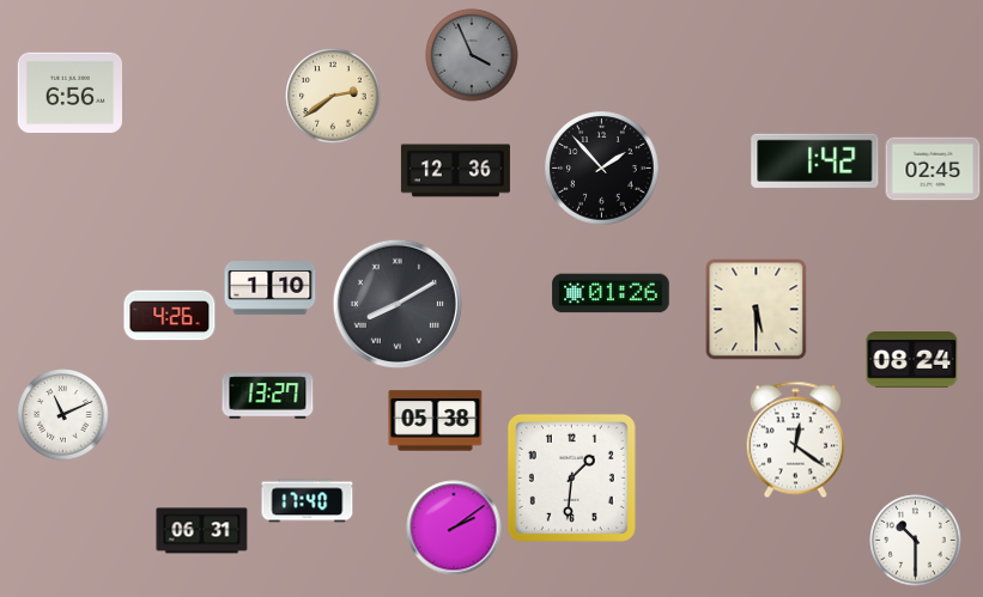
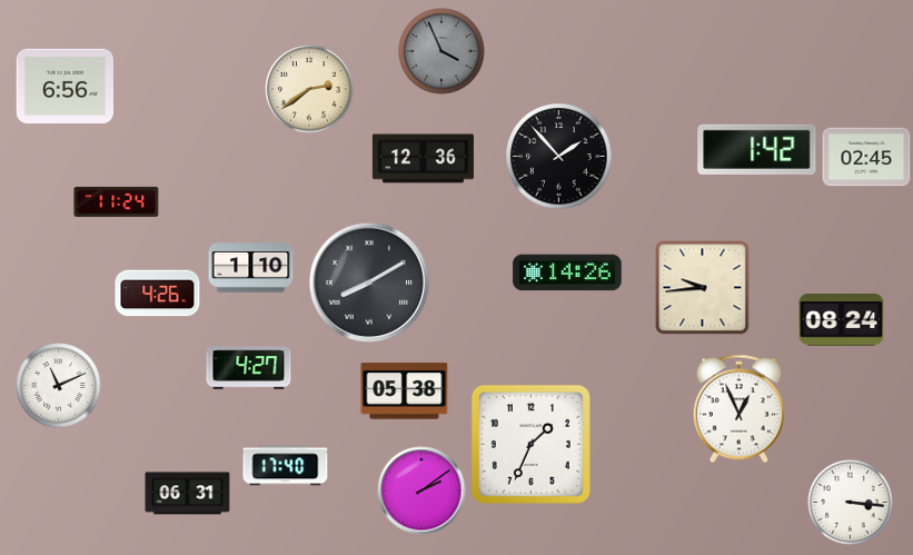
clock at (472, 55) position: (472, 55) -> (441, 51)
clock at (117, 201): none -> 11:24
clock at (611, 293): 01:26 -> 14:26
clock at (757, 310): 5:30 -> 9:44
clock at (912, 360) position: (912, 360) -> (842, 320)
clock at (268, 396): 13:27 -> 4:27
clock at (795, 440): 12:21 -> 12:56
clock at (571, 477): 1:31 -> 1:34
clock at (916, 541): 10:30 -> 3:16
